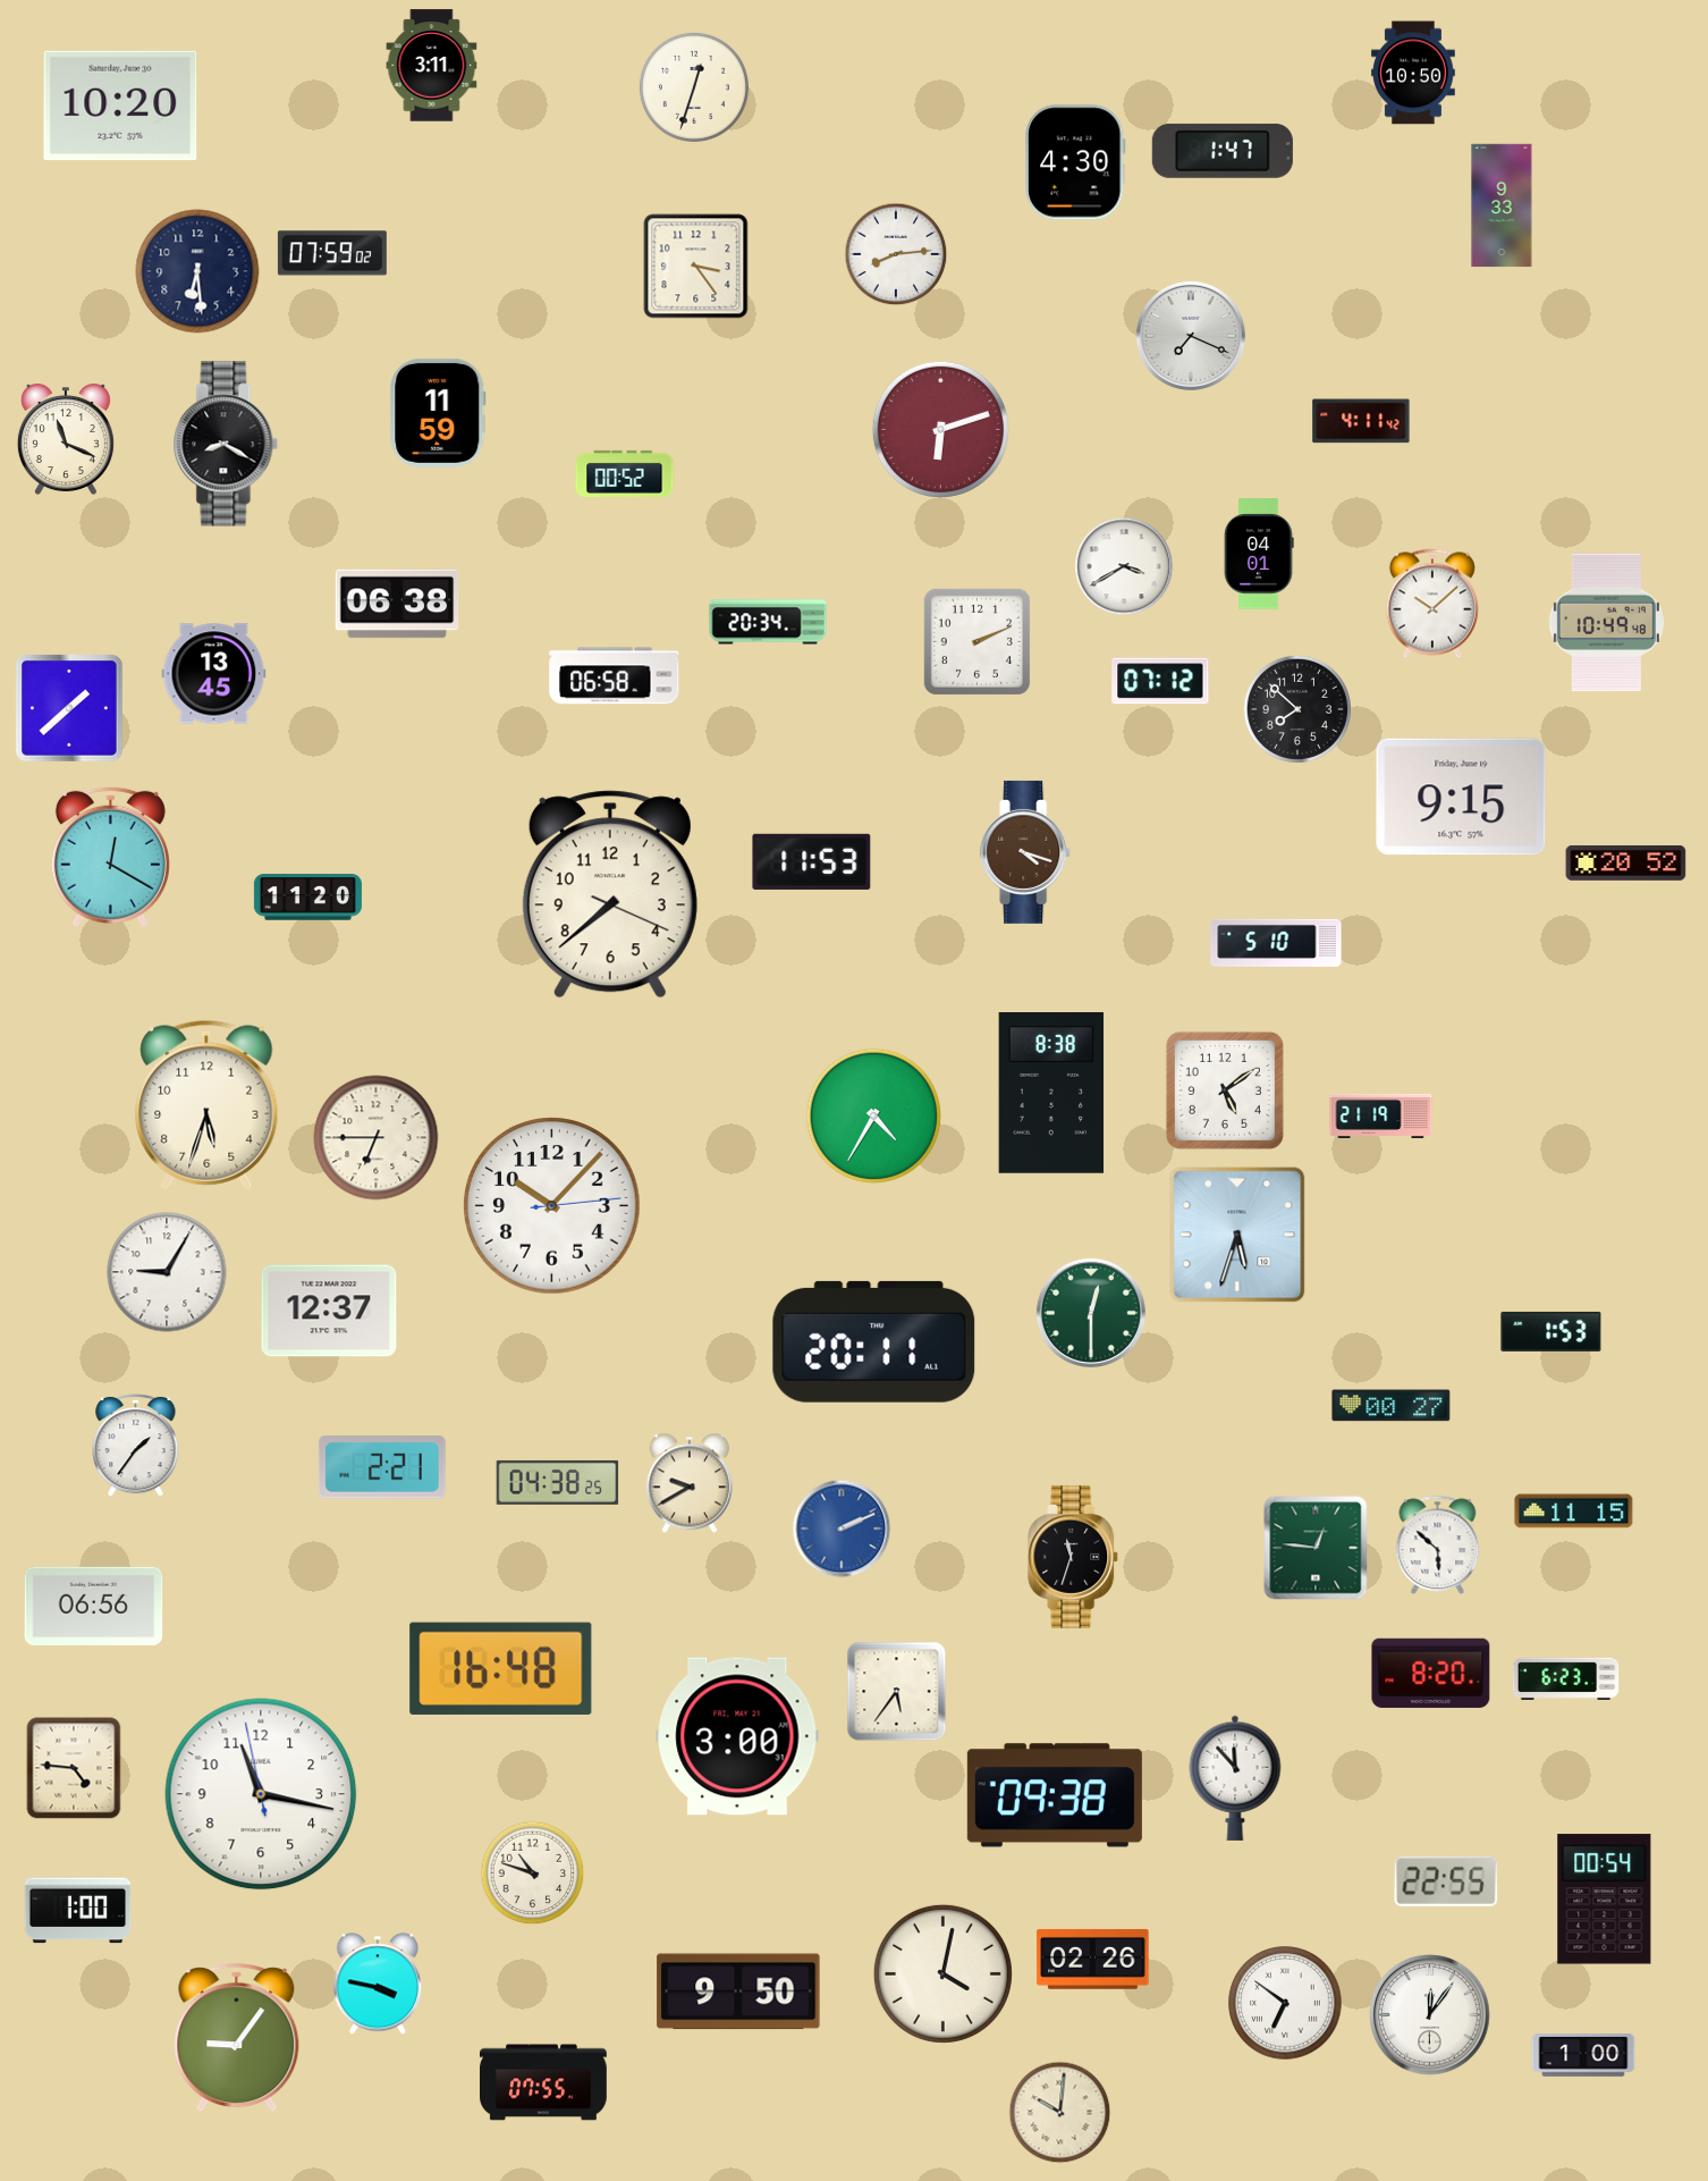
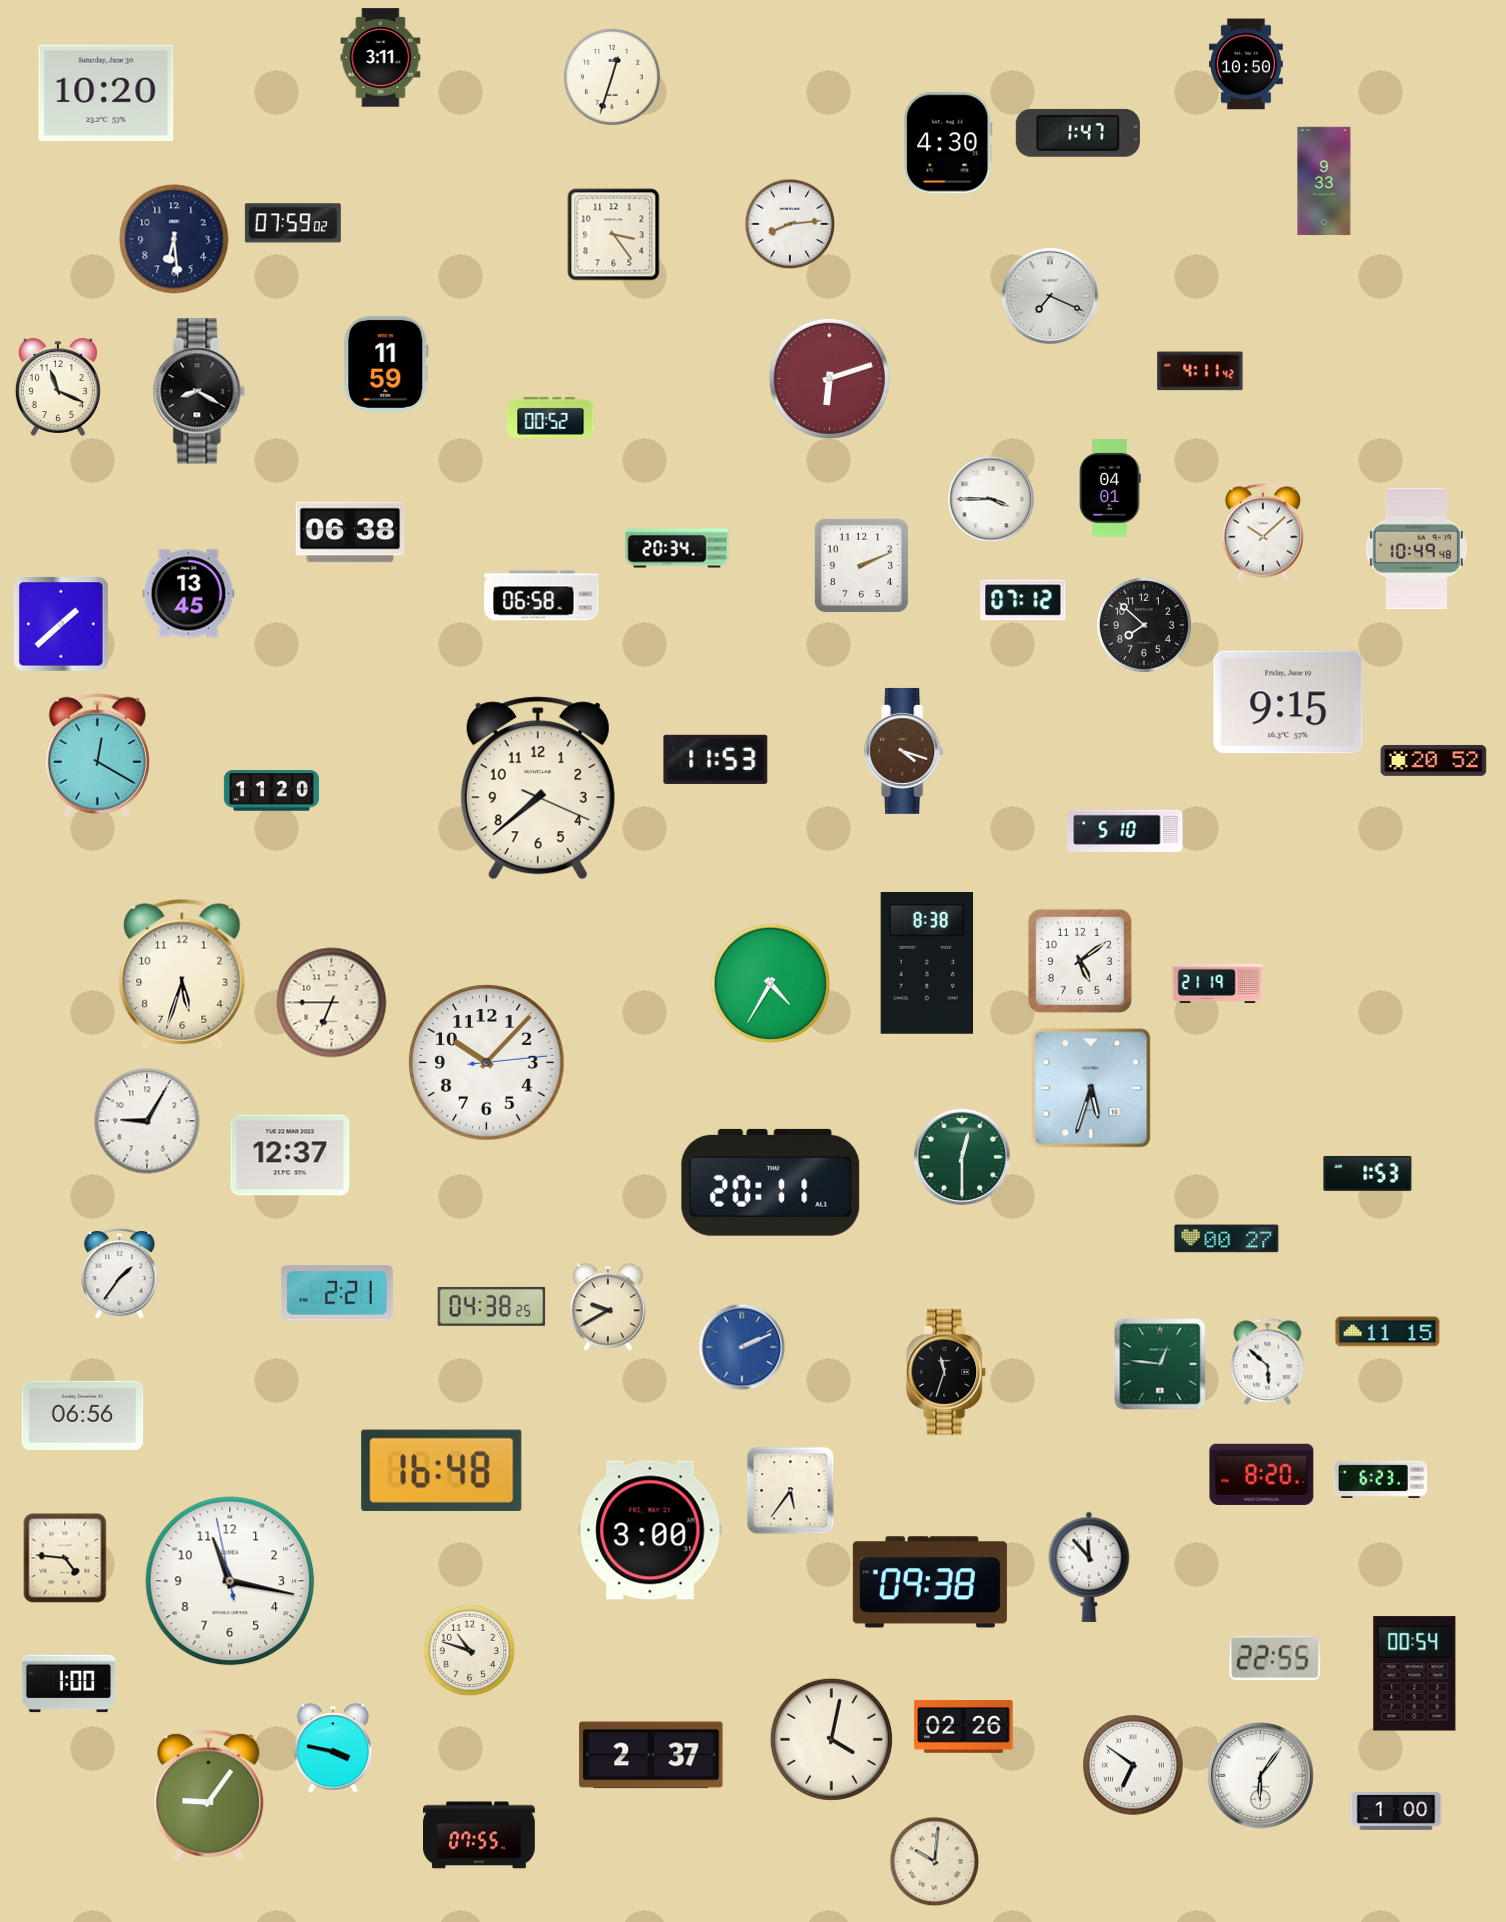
clock at (1124, 566): 3:40 -> 3:45
clock at (738, 1991): 9:50 -> 2:37
clock at (1430, 2015): 12:06 -> 6:06
